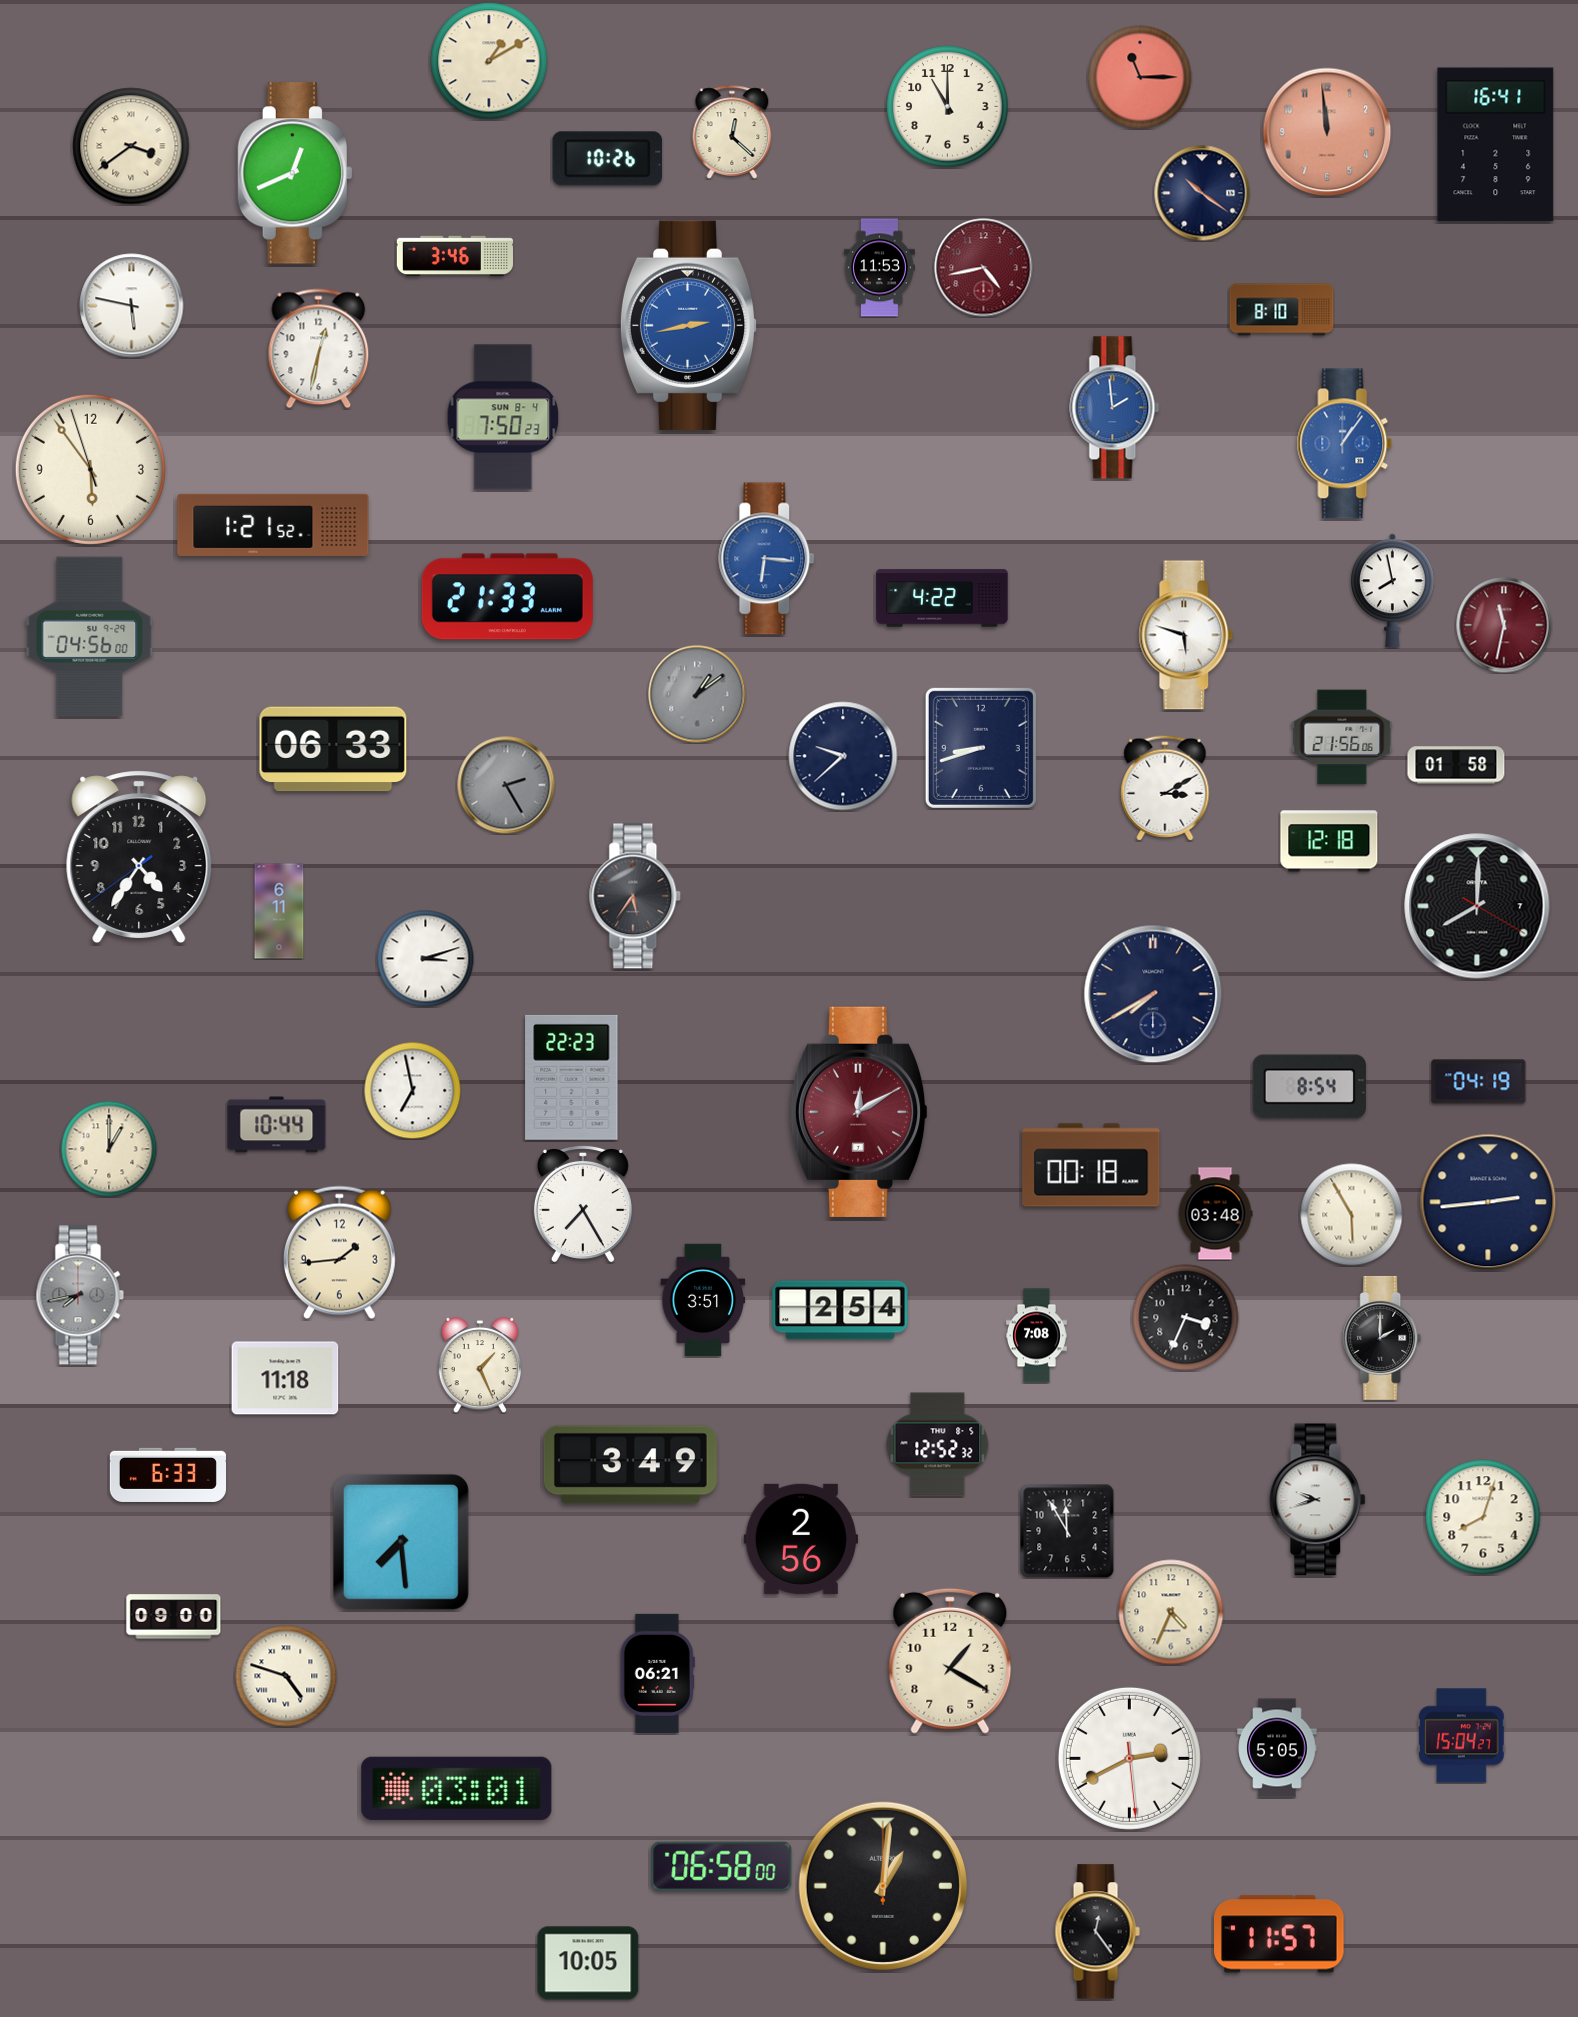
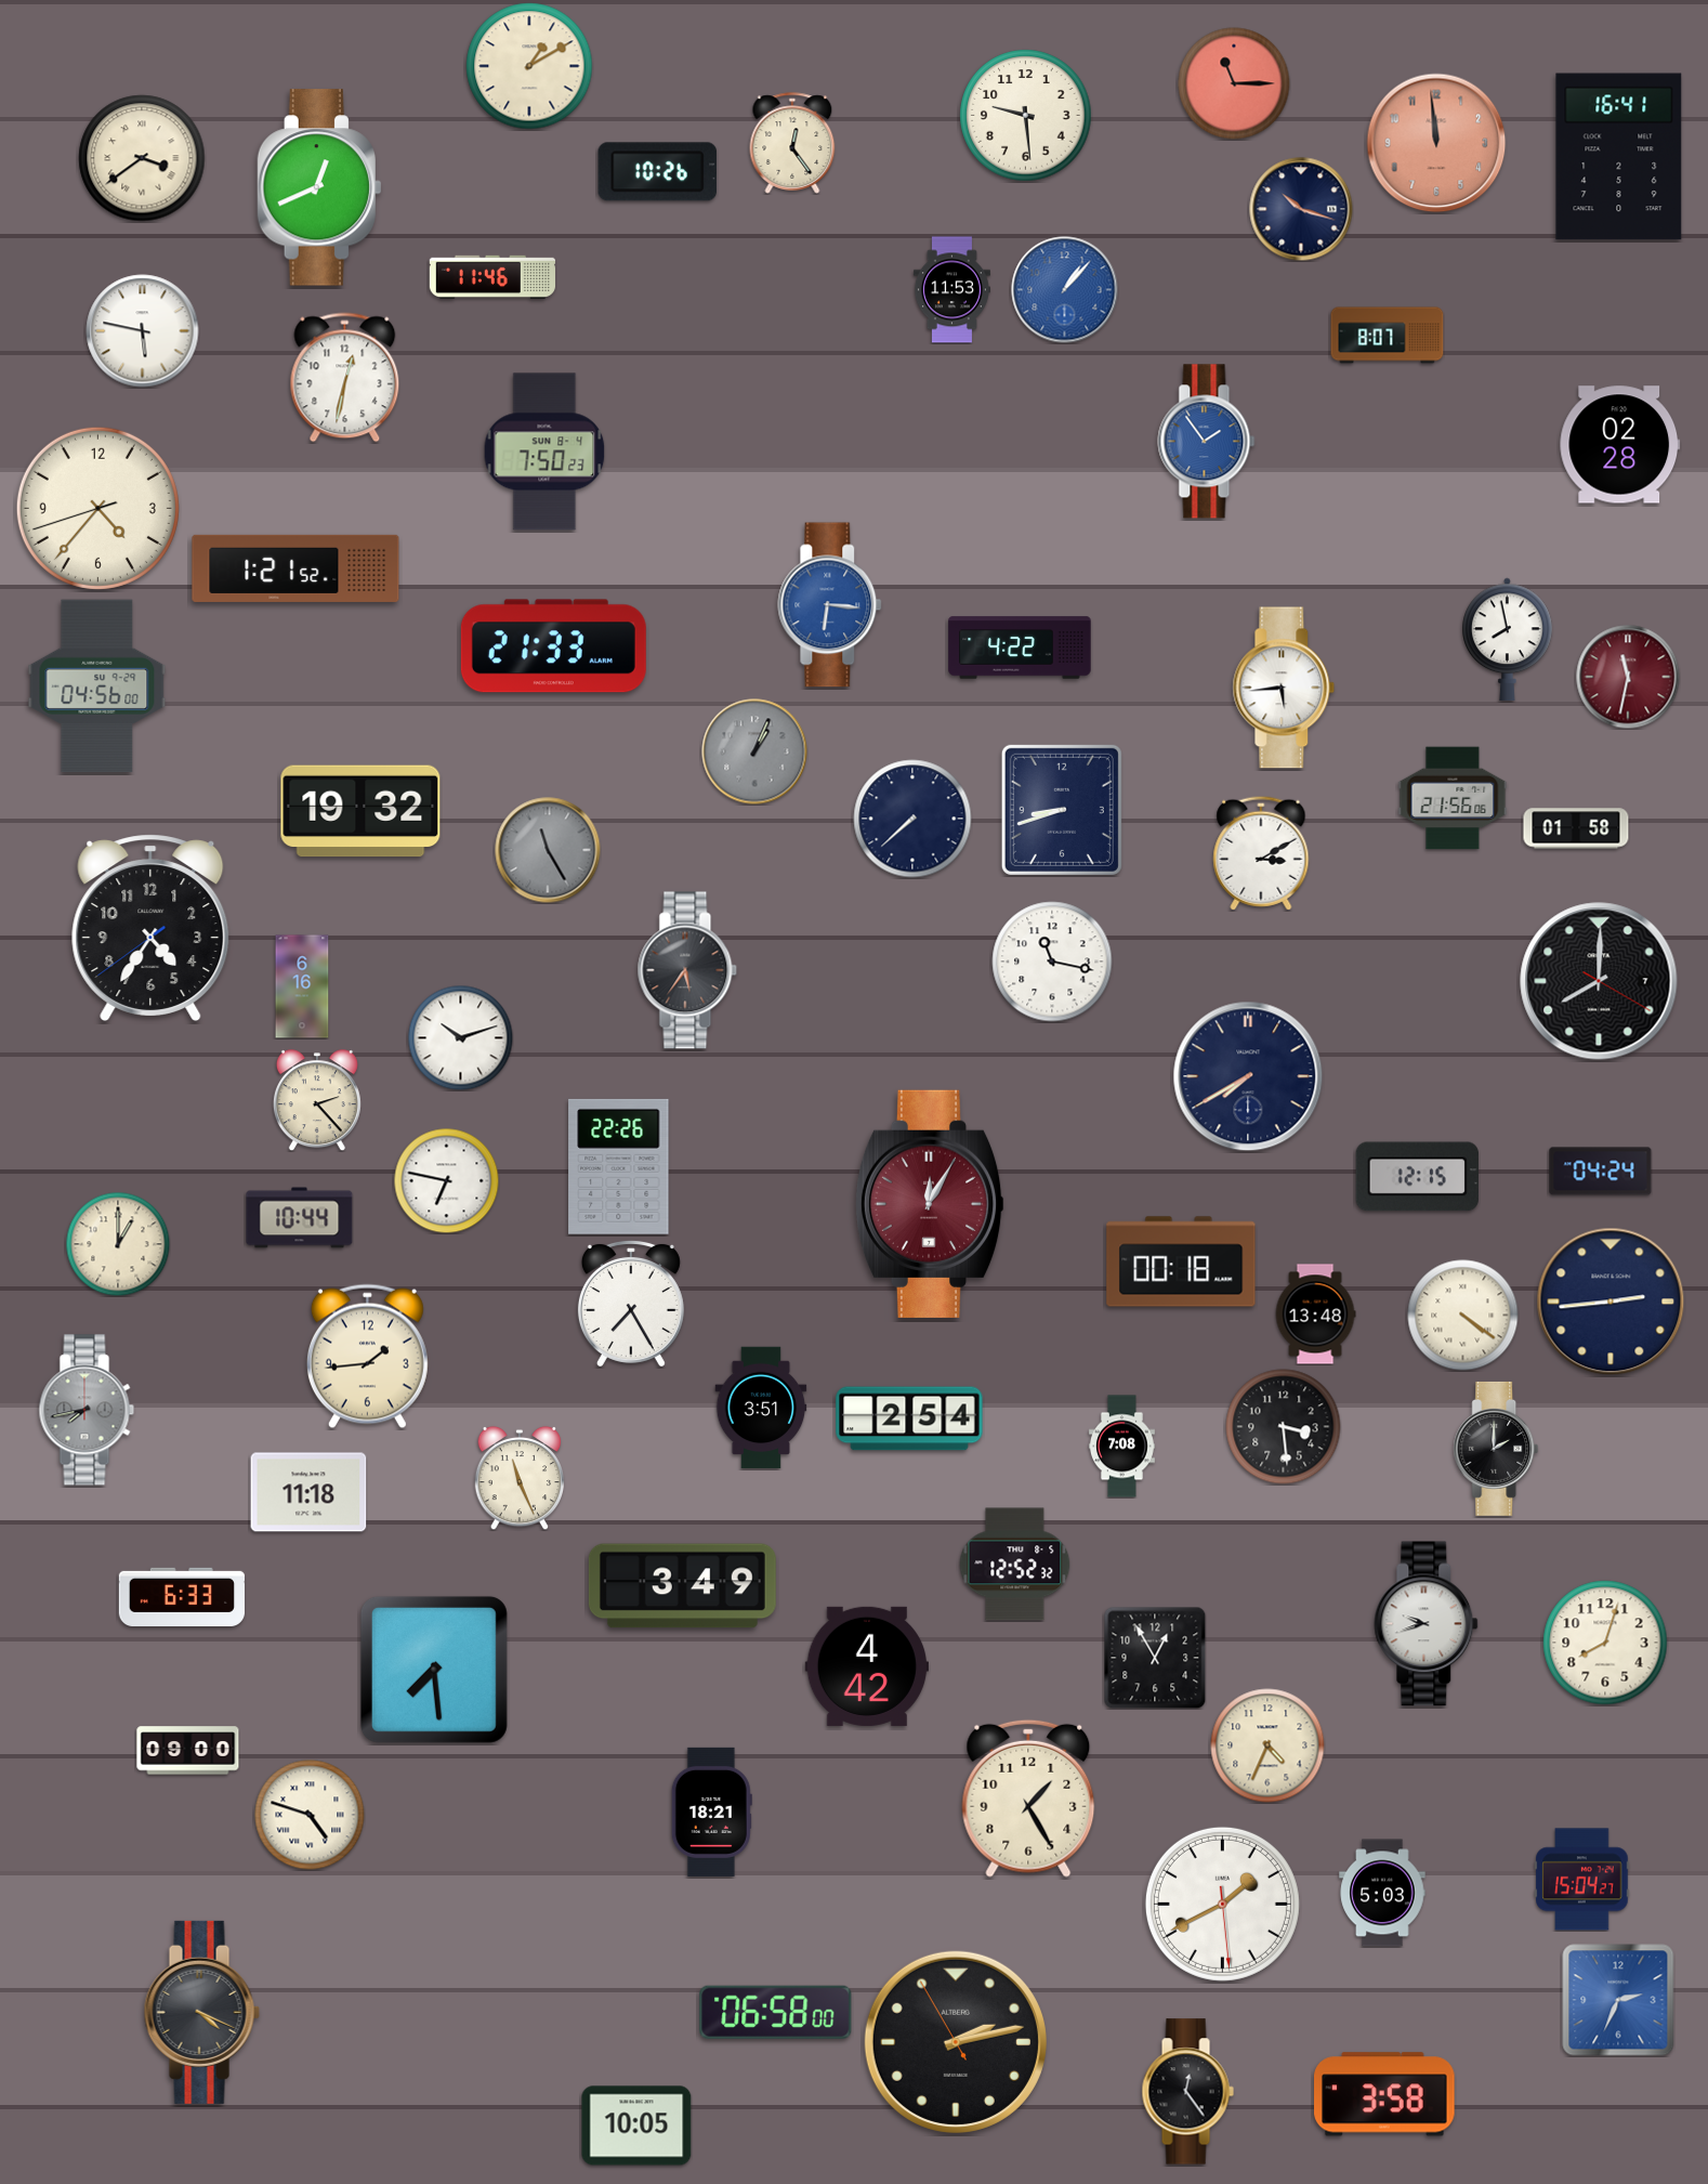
clock at (948, 107): 11:00 -> 9:29
clock at (732, 132): 12:22 -> 12:24
clock at (1202, 193): 10:21 -> 10:18
clock at (454, 256): 3:46 -> 11:46
clock at (984, 268): 4:43 -> 1:07
clock at (984, 268) dial: burgundy -> blue
clock at (1282, 310): 8:10 -> 8:07
clock at (689, 325): 2:43 -> none
clock at (1115, 408): 1:59 -> 1:54
clock at (1620, 445): none -> 02:28
clock at (1345, 444): 1:06 -> none
clock at (90, 469): 5:53 -> 4:36
clock at (507, 597) position: (507, 597) -> (553, 646)
clock at (1186, 635): 5:48 -> 5:44
clock at (90, 637) position: (90, 637) -> (97, 686)
clock at (697, 694): 1:09 -> 1:04
clock at (333, 749): 06:33 -> 19:32
clock at (843, 756): 9:38 -> 7:38
clock at (506, 785): 2:25 -> 11:25
clock at (1329, 841): 12:18 -> none
clock at (1052, 962): none -> 11:17
clock at (279, 911): 6:11 -> 6:16
clock at (425, 958): 3:12 -> 10:12
clock at (317, 1100): none -> 2:23
clock at (572, 1077): 22:23 -> 22:26
clock at (1479, 1082): 04:19 -> 04:24
clock at (1309, 1087): 8:54 -> 12:15
clock at (412, 1090): 6:58 -> 6:47
clock at (859, 1112): 12:10 -> 12:05
clock at (1215, 1214): 03:48 -> 13:48
clock at (1352, 1215): 5:55 -> 4:21
clock at (80, 1295) position: (80, 1295) -> (87, 1410)
clock at (1186, 1318): 3:34 -> 3:29
clock at (480, 1365): 1:26 -> 11:26
clock at (1067, 1531): 11:55 -> 12:55
clock at (800, 1539): 2:56 -> 4:42
clock at (950, 1661): 1:20 -> 1:25
clock at (657, 1673): 06:21 -> 18:21
clock at (1277, 1748): 5:05 -> 5:03
clock at (1129, 1758): 2:40 -> 1:40
clock at (457, 1788): 03:01 -> none
clock at (1618, 2000): none -> 2:34
clock at (201, 2012): none -> 4:19
clock at (722, 1866) position: (722, 1866) -> (776, 2012)
clock at (883, 1886): 1:01 -> 2:12
clock at (1280, 1934): 11:57 -> 3:58
